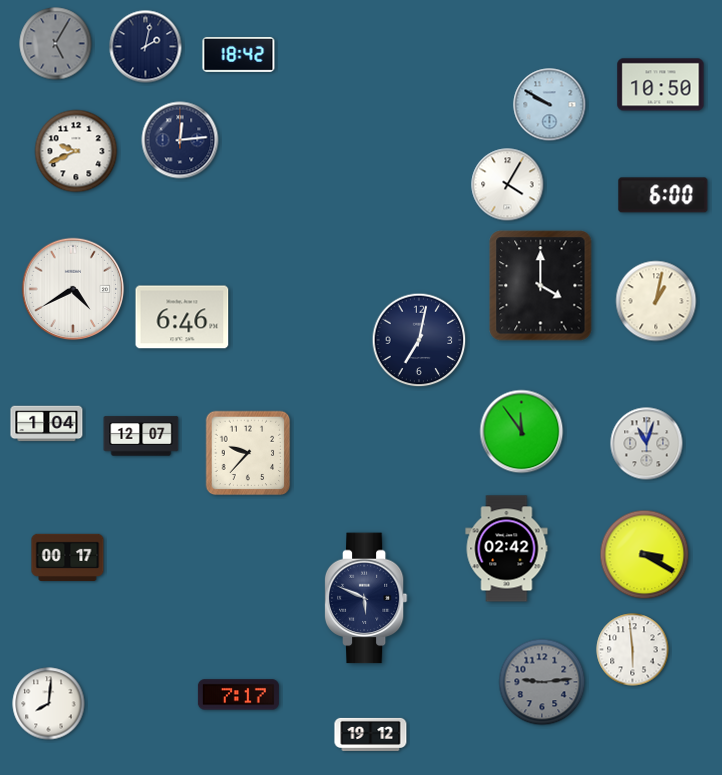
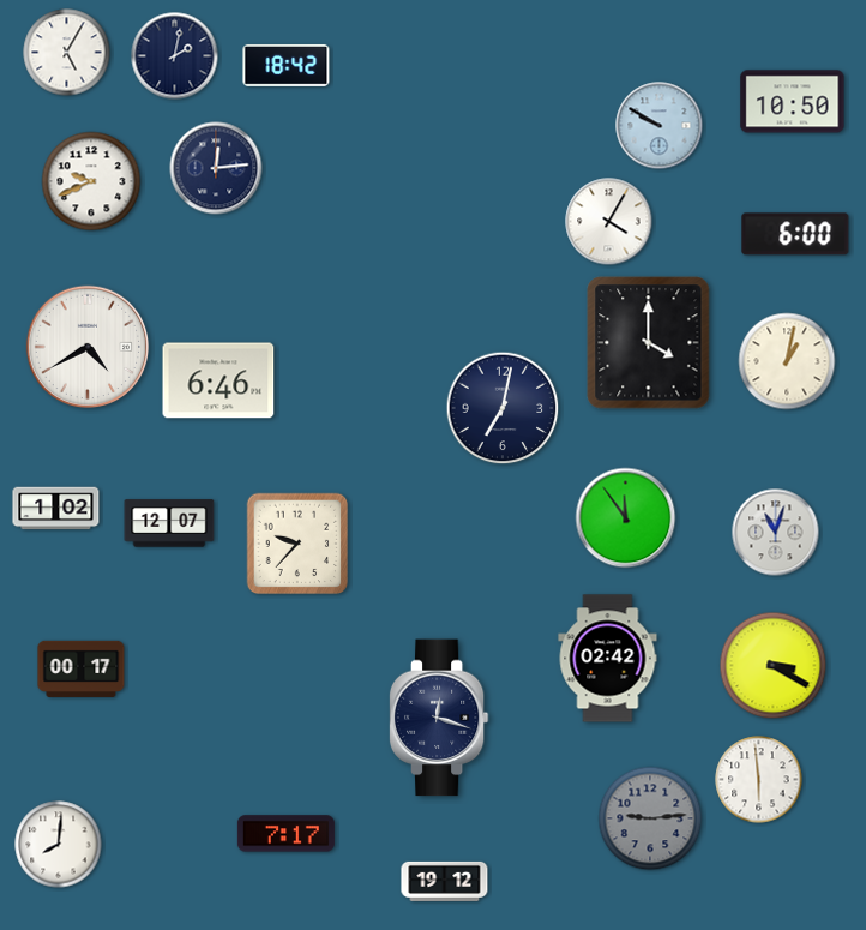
clock at (56, 44) dial: grey -> white
clock at (47, 424): 1:04 -> 1:02
clock at (366, 598): 5:49 -> 12:18
